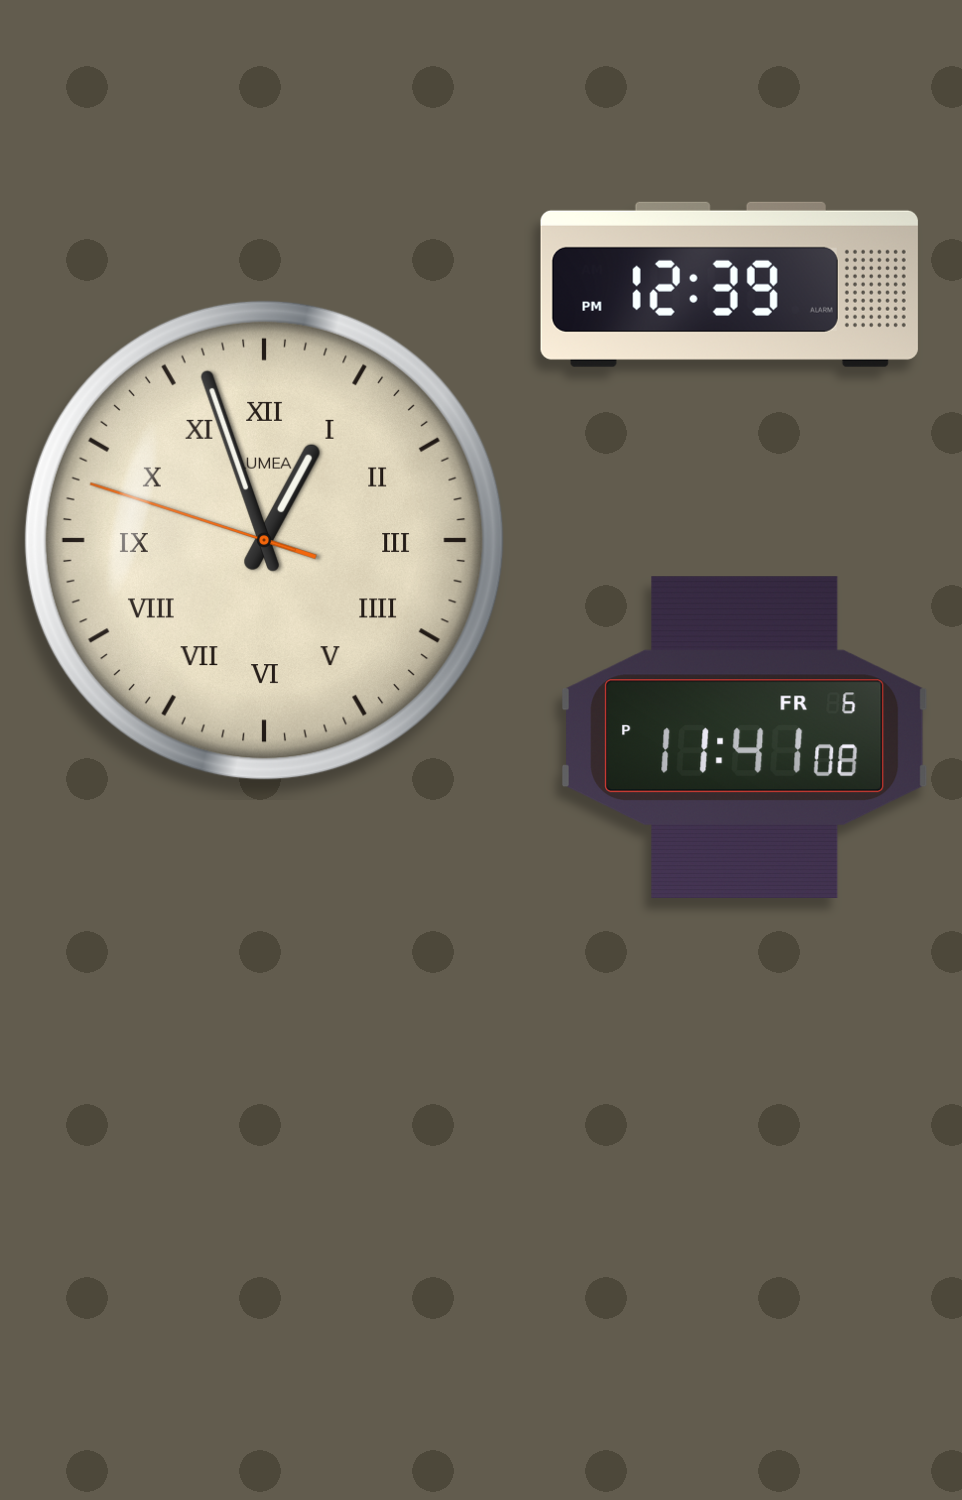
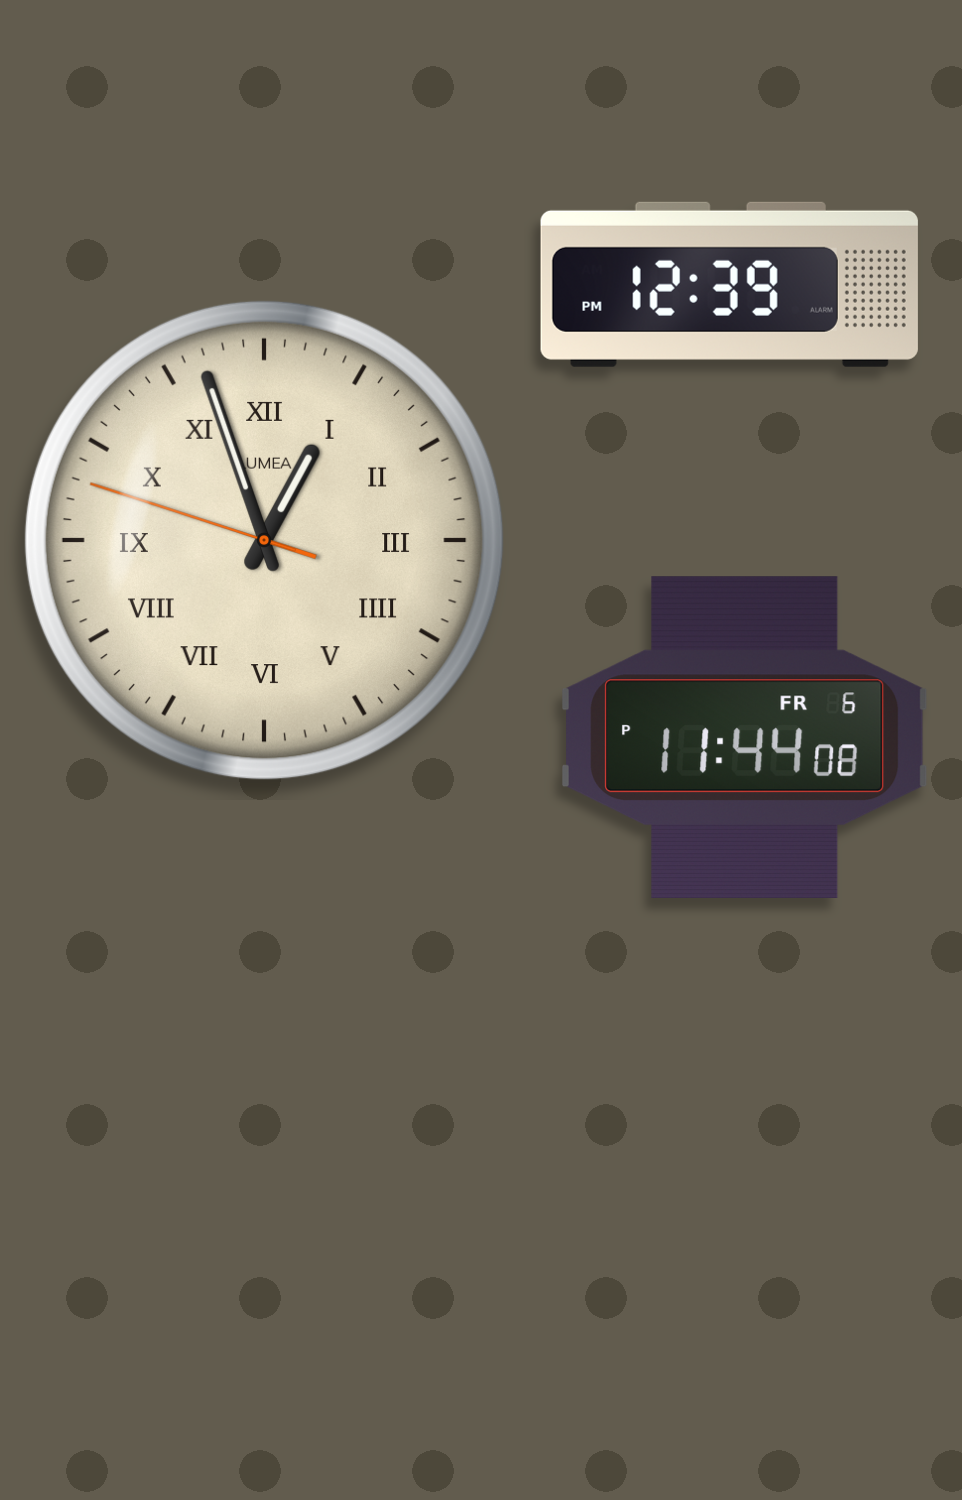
clock at (745, 737): 11:41 -> 11:44
